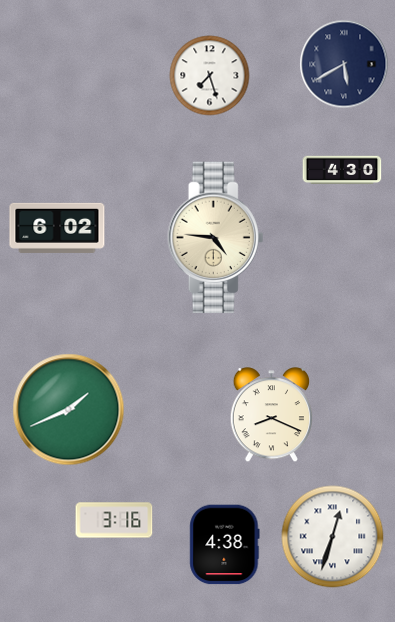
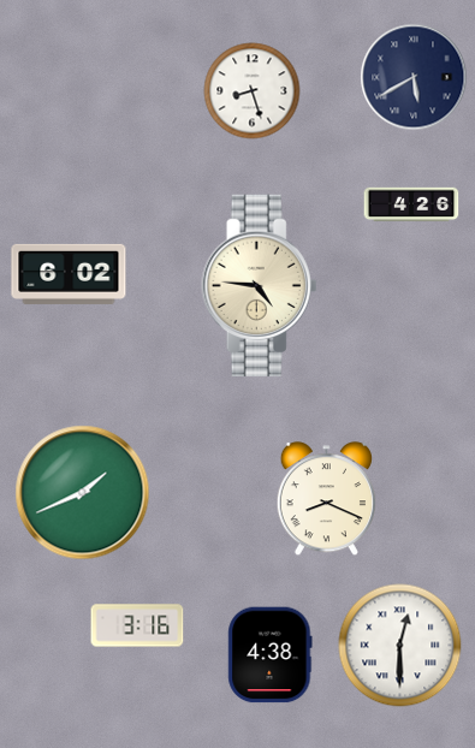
clock at (210, 76): 7:27 -> 8:27
clock at (342, 170): 4:30 -> 4:26
clock at (333, 537): 12:33 -> 12:30
